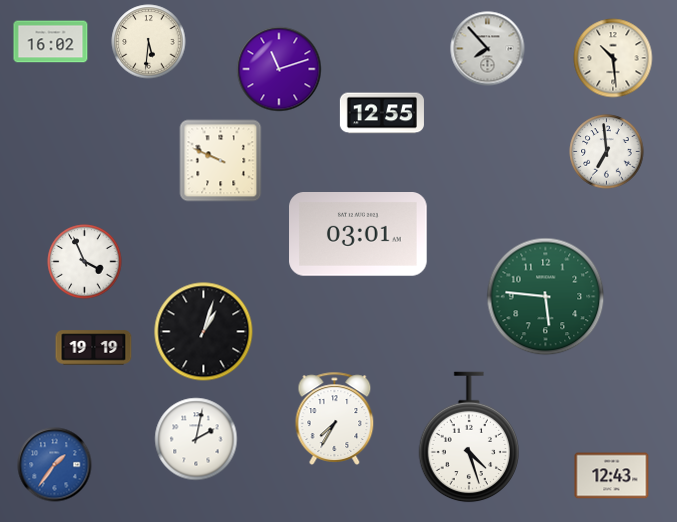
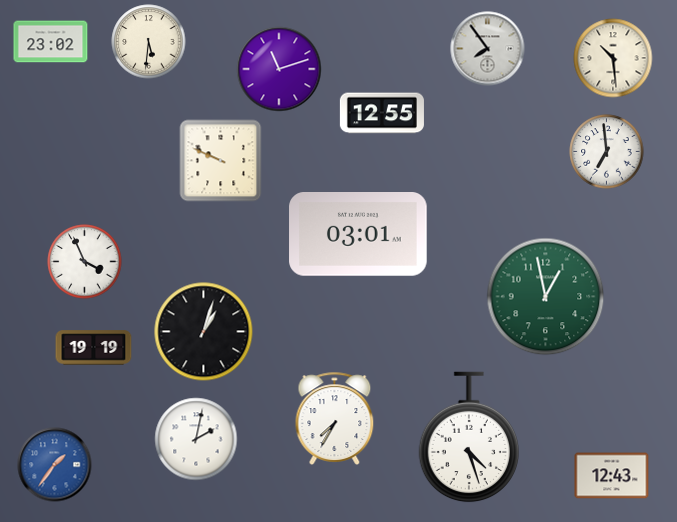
clock at (51, 42): 16:02 -> 23:02
clock at (488, 49): 7:53 -> 7:54
clock at (546, 297): 5:46 -> 12:58
